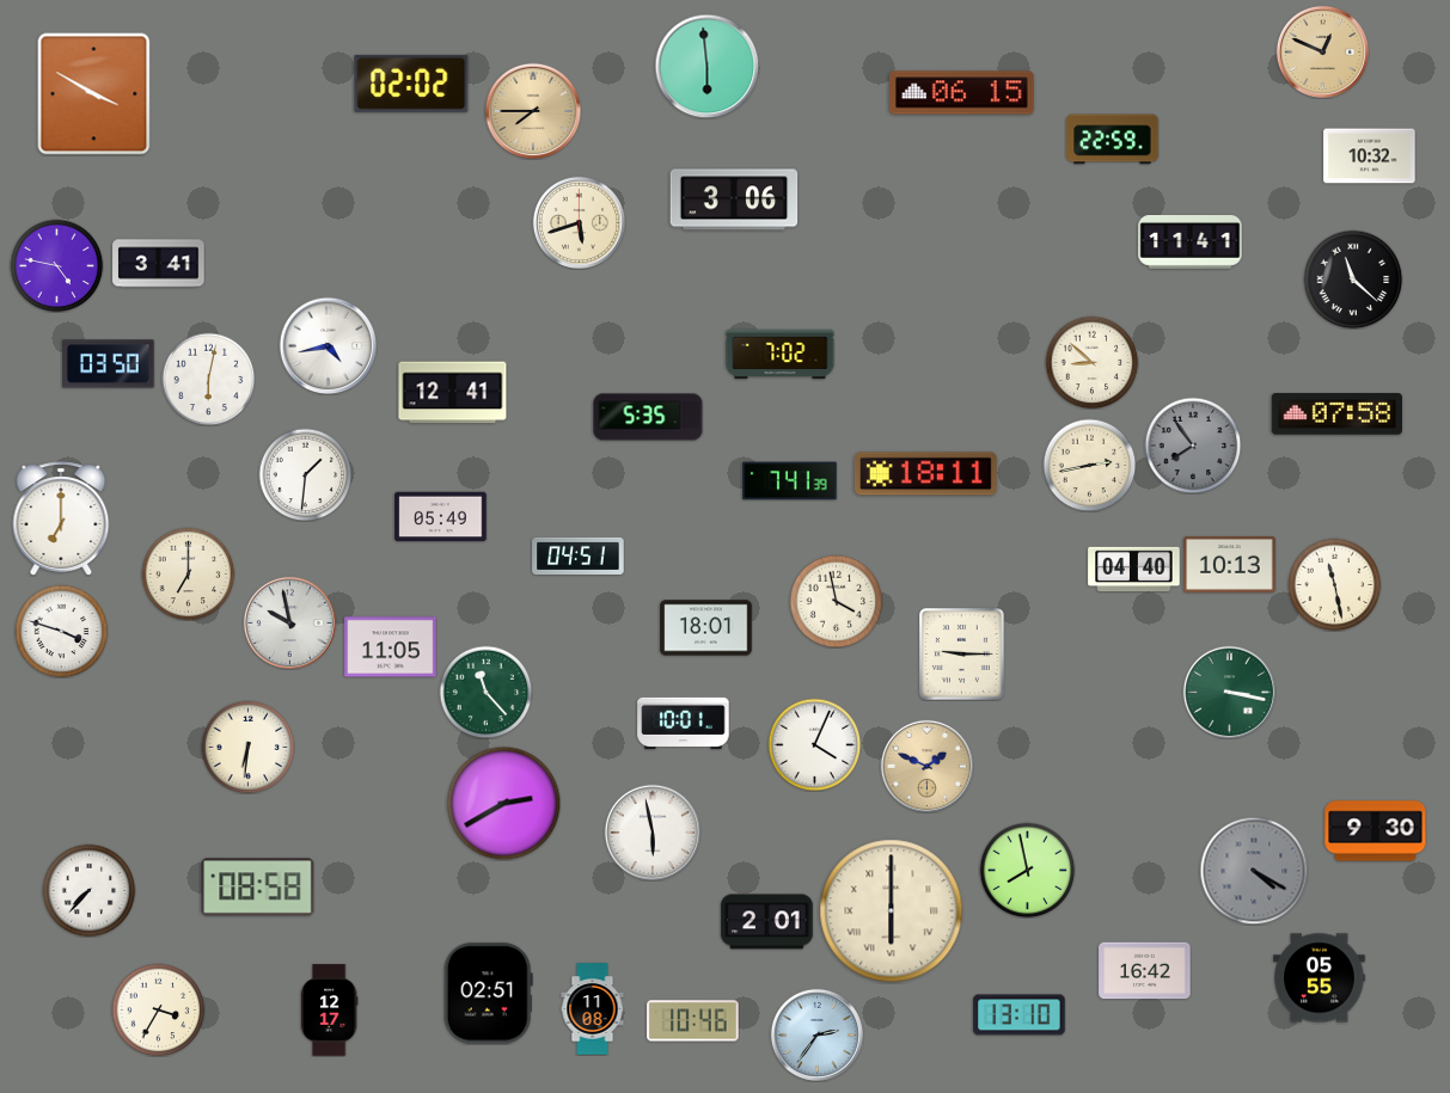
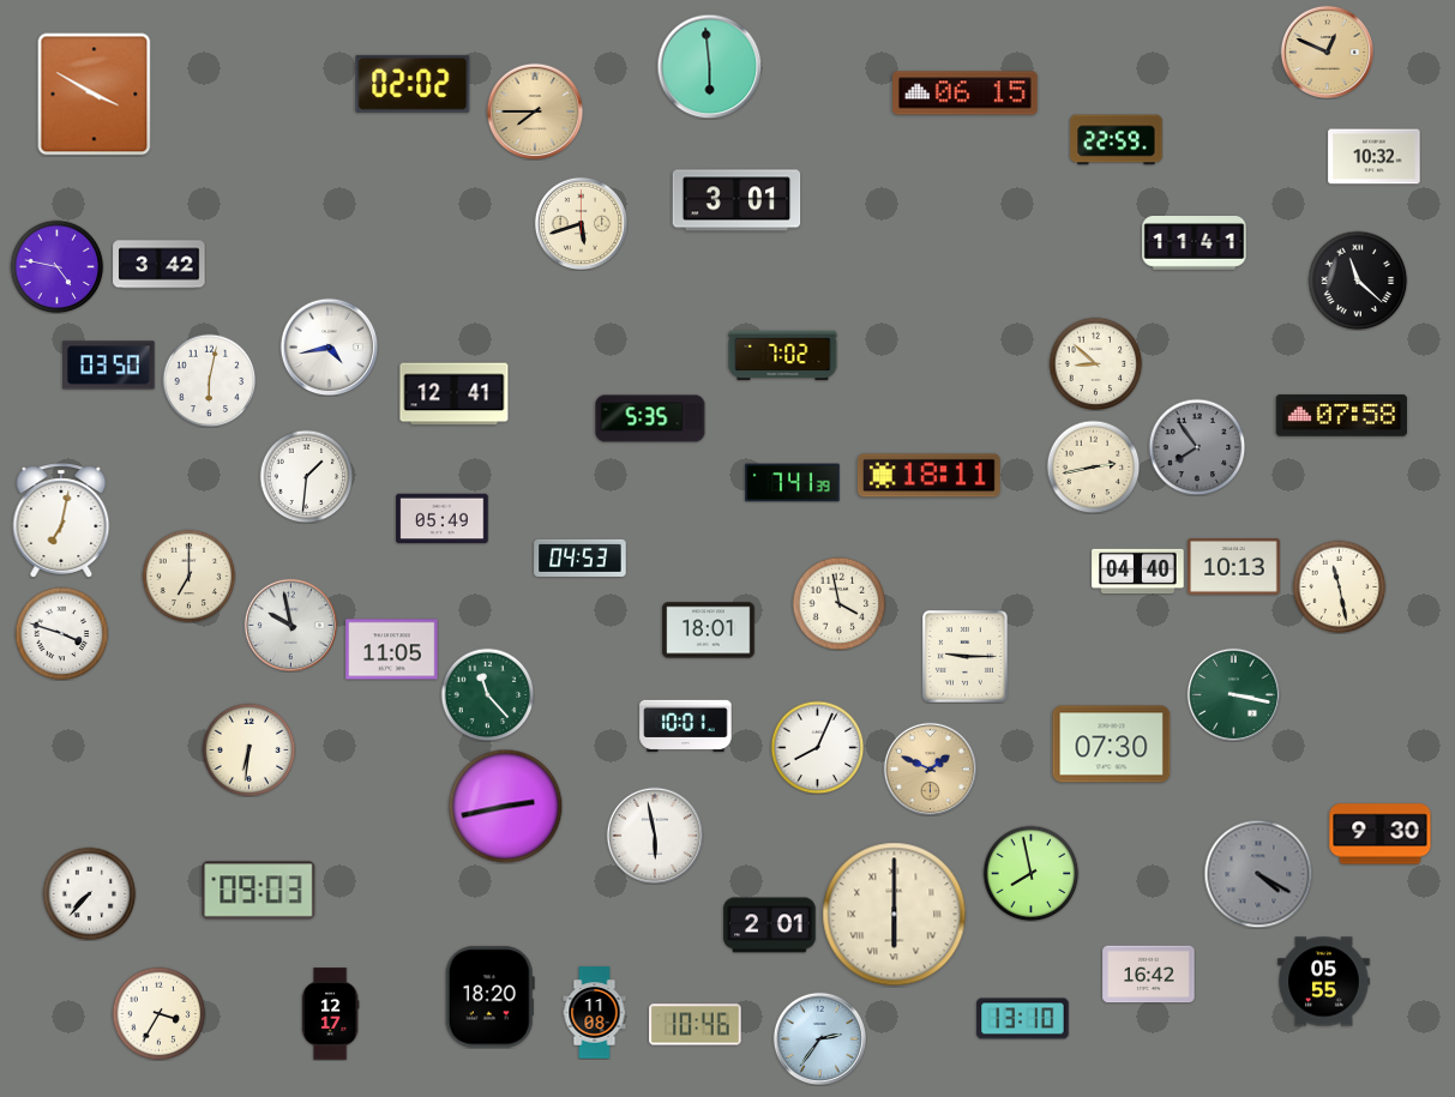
clock at (734, 199): 3:06 -> 3:01
clock at (159, 264): 3:41 -> 3:42
clock at (61, 518): 7:00 -> 7:02
clock at (579, 555): 04:51 -> 04:53
clock at (1112, 745): none -> 07:30
clock at (814, 744): 4:04 -> 8:04
clock at (503, 803): 2:40 -> 2:43
clock at (258, 888): 08:58 -> 09:03
clock at (488, 994): 02:51 -> 18:20
